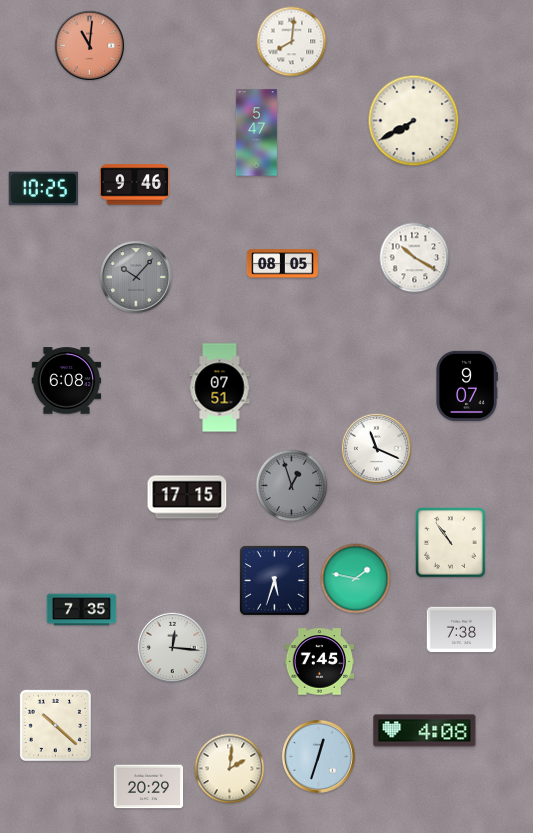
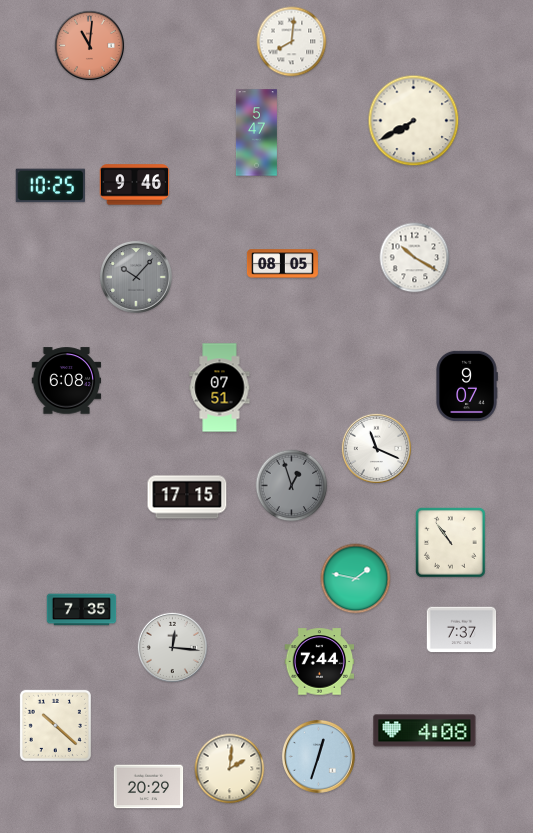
clock at (43, 189) position: (43, 189) -> (50, 186)
clock at (274, 580): 5:33 -> none
clock at (462, 630): 7:38 -> 7:37
clock at (320, 662): 7:45 -> 7:44
